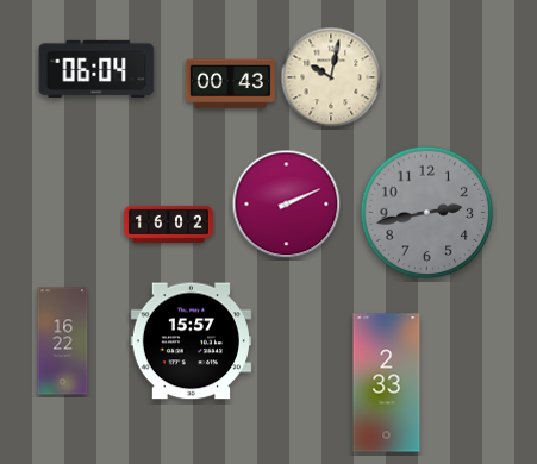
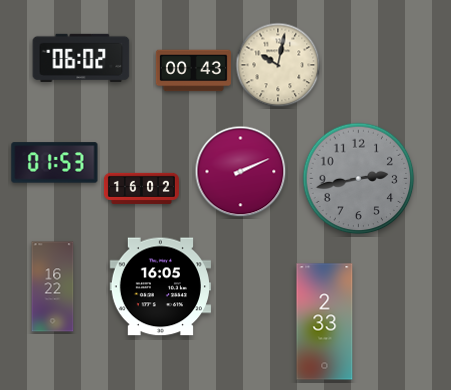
clock at (96, 69): 06:04 -> 06:02
clock at (55, 163): none -> 01:53
clock at (191, 341): 15:57 -> 16:05
